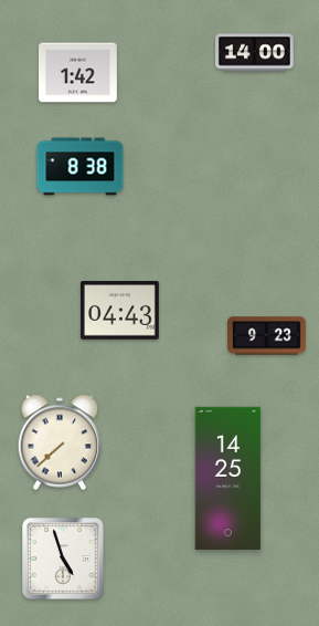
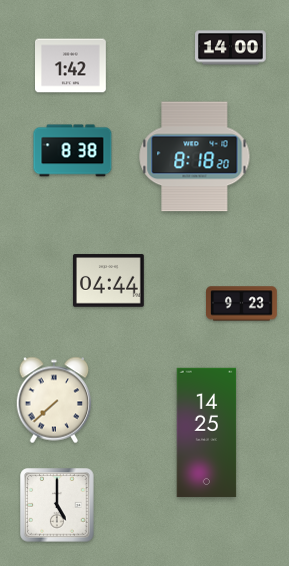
clock at (195, 157): none -> 8:18
clock at (120, 311): 04:43 -> 04:44
clock at (63, 559): 4:57 -> 5:00
